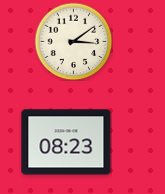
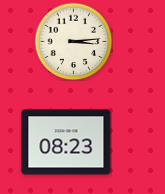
clock at (73, 41): 3:09 -> 3:14
